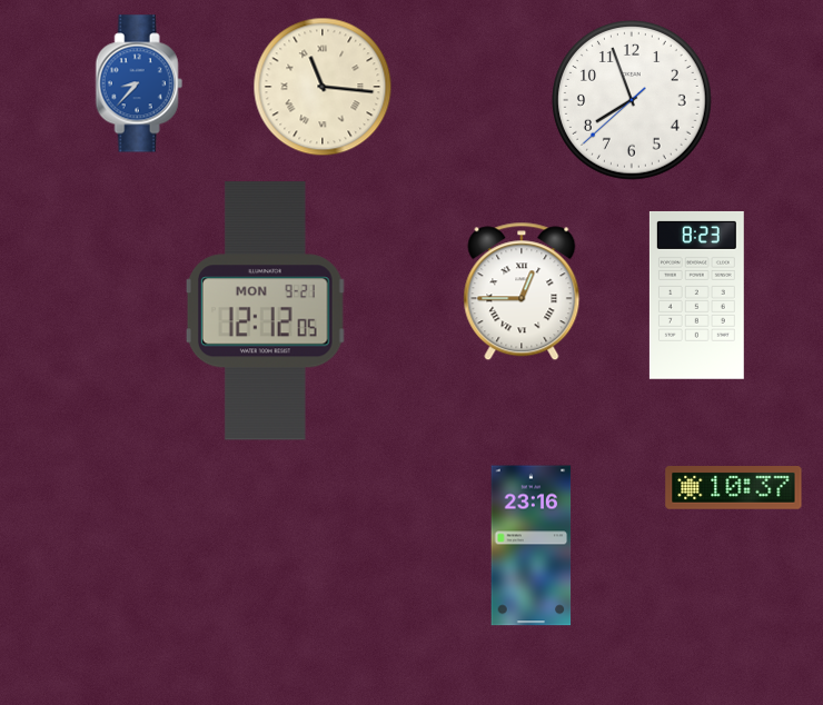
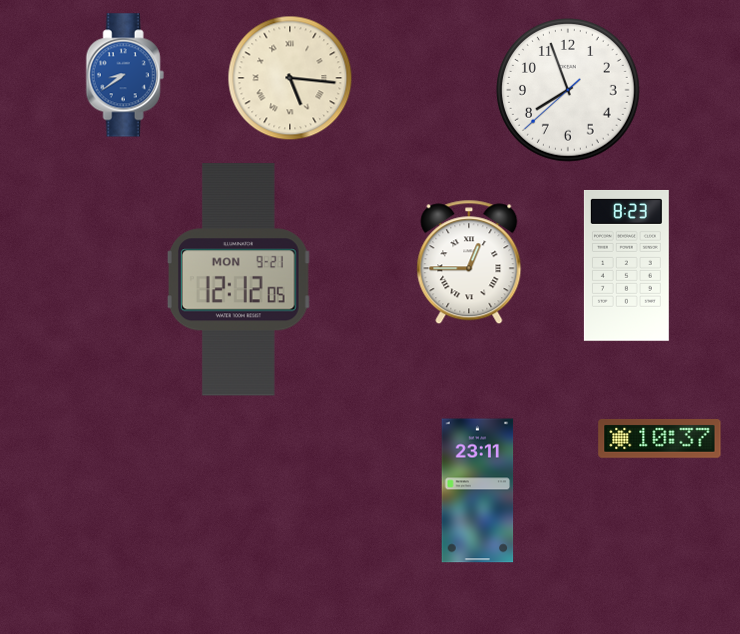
clock at (139, 83): 8:37 -> 8:39
clock at (323, 87): 11:16 -> 5:16
clock at (532, 546): 23:16 -> 23:11
